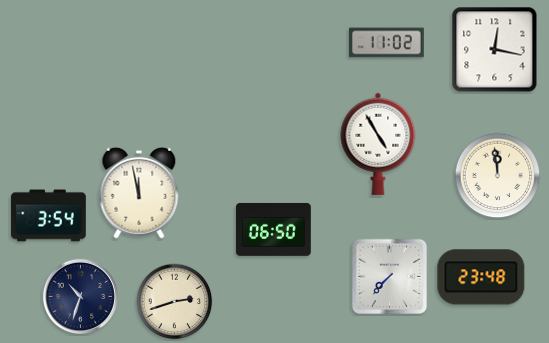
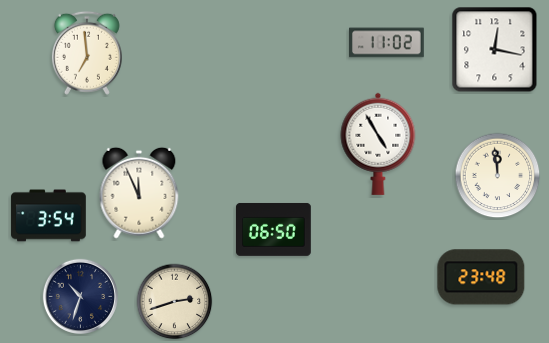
clock at (87, 53): none -> 6:59
clock at (139, 193): 11:58 -> 11:56
clock at (390, 277): 7:37 -> none
